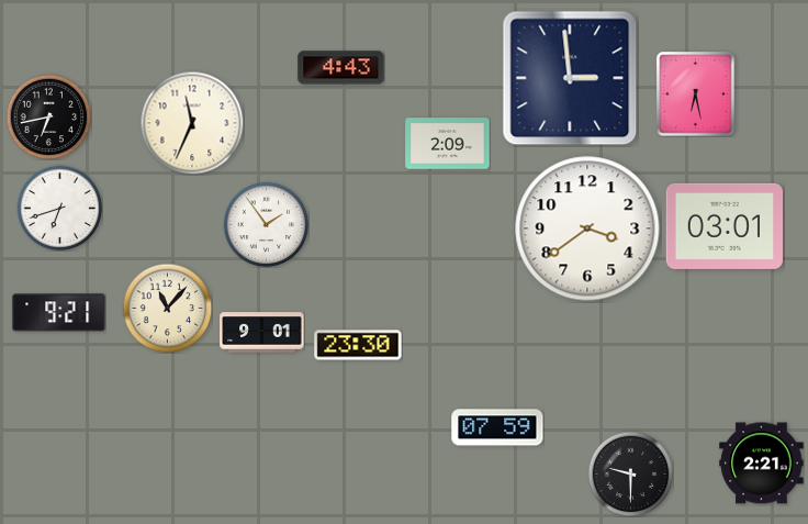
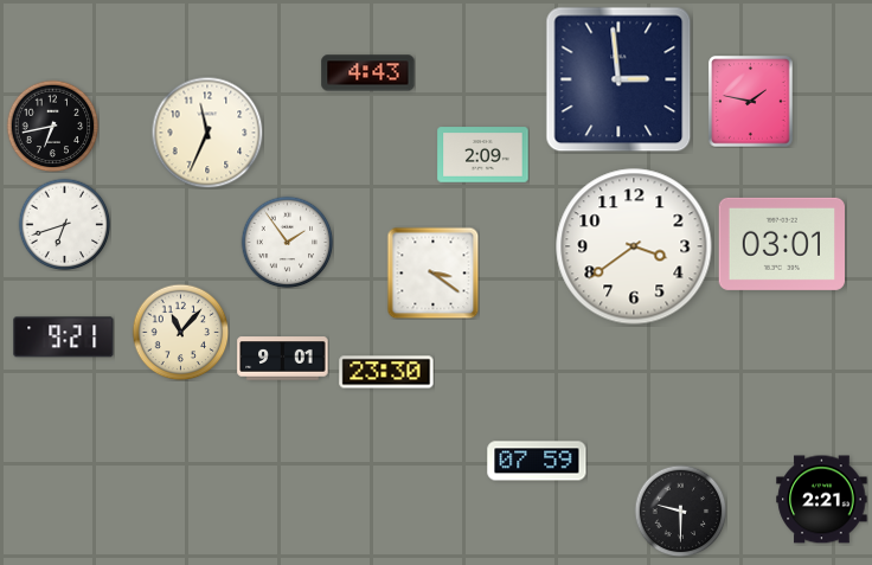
clock at (570, 78) position: (570, 78) -> (618, 79)
clock at (696, 94): 6:28 -> 1:47
clock at (432, 272): none -> 3:21
